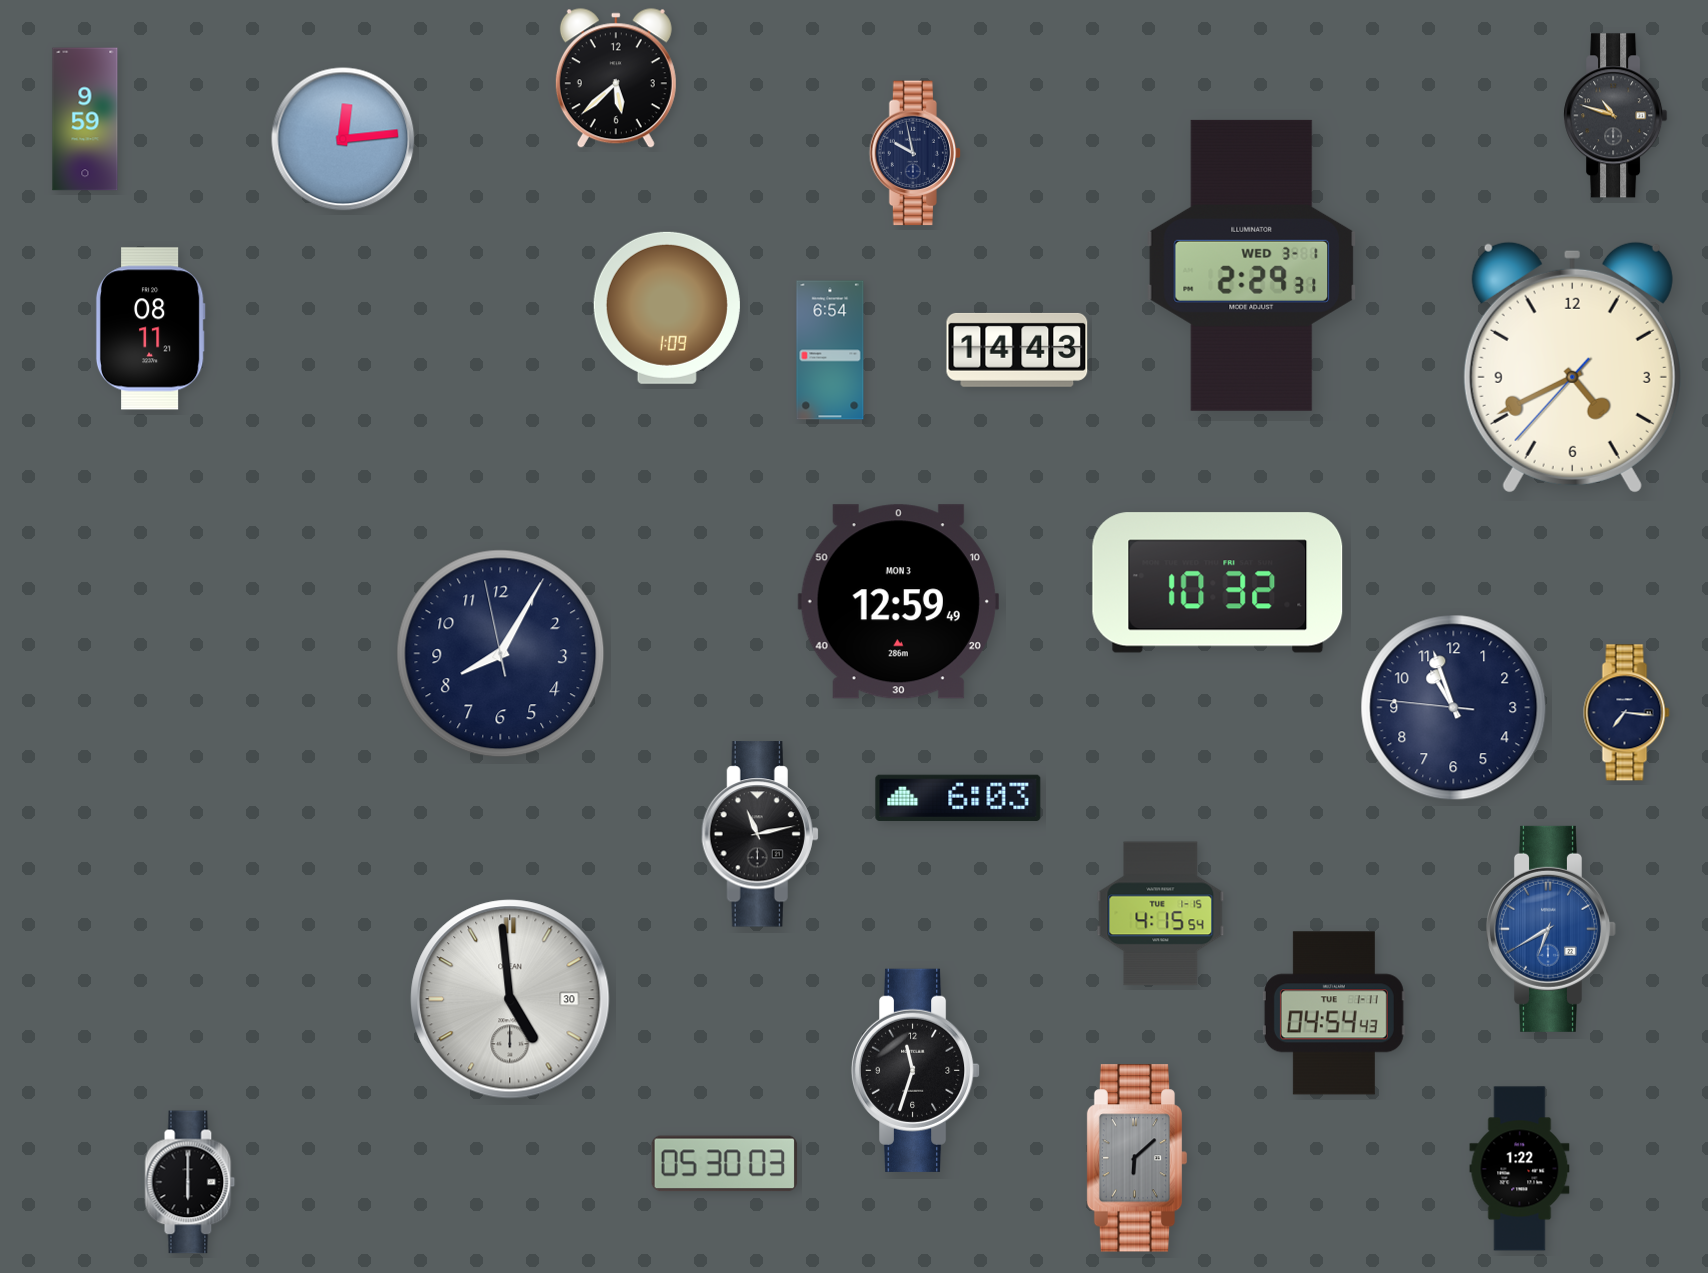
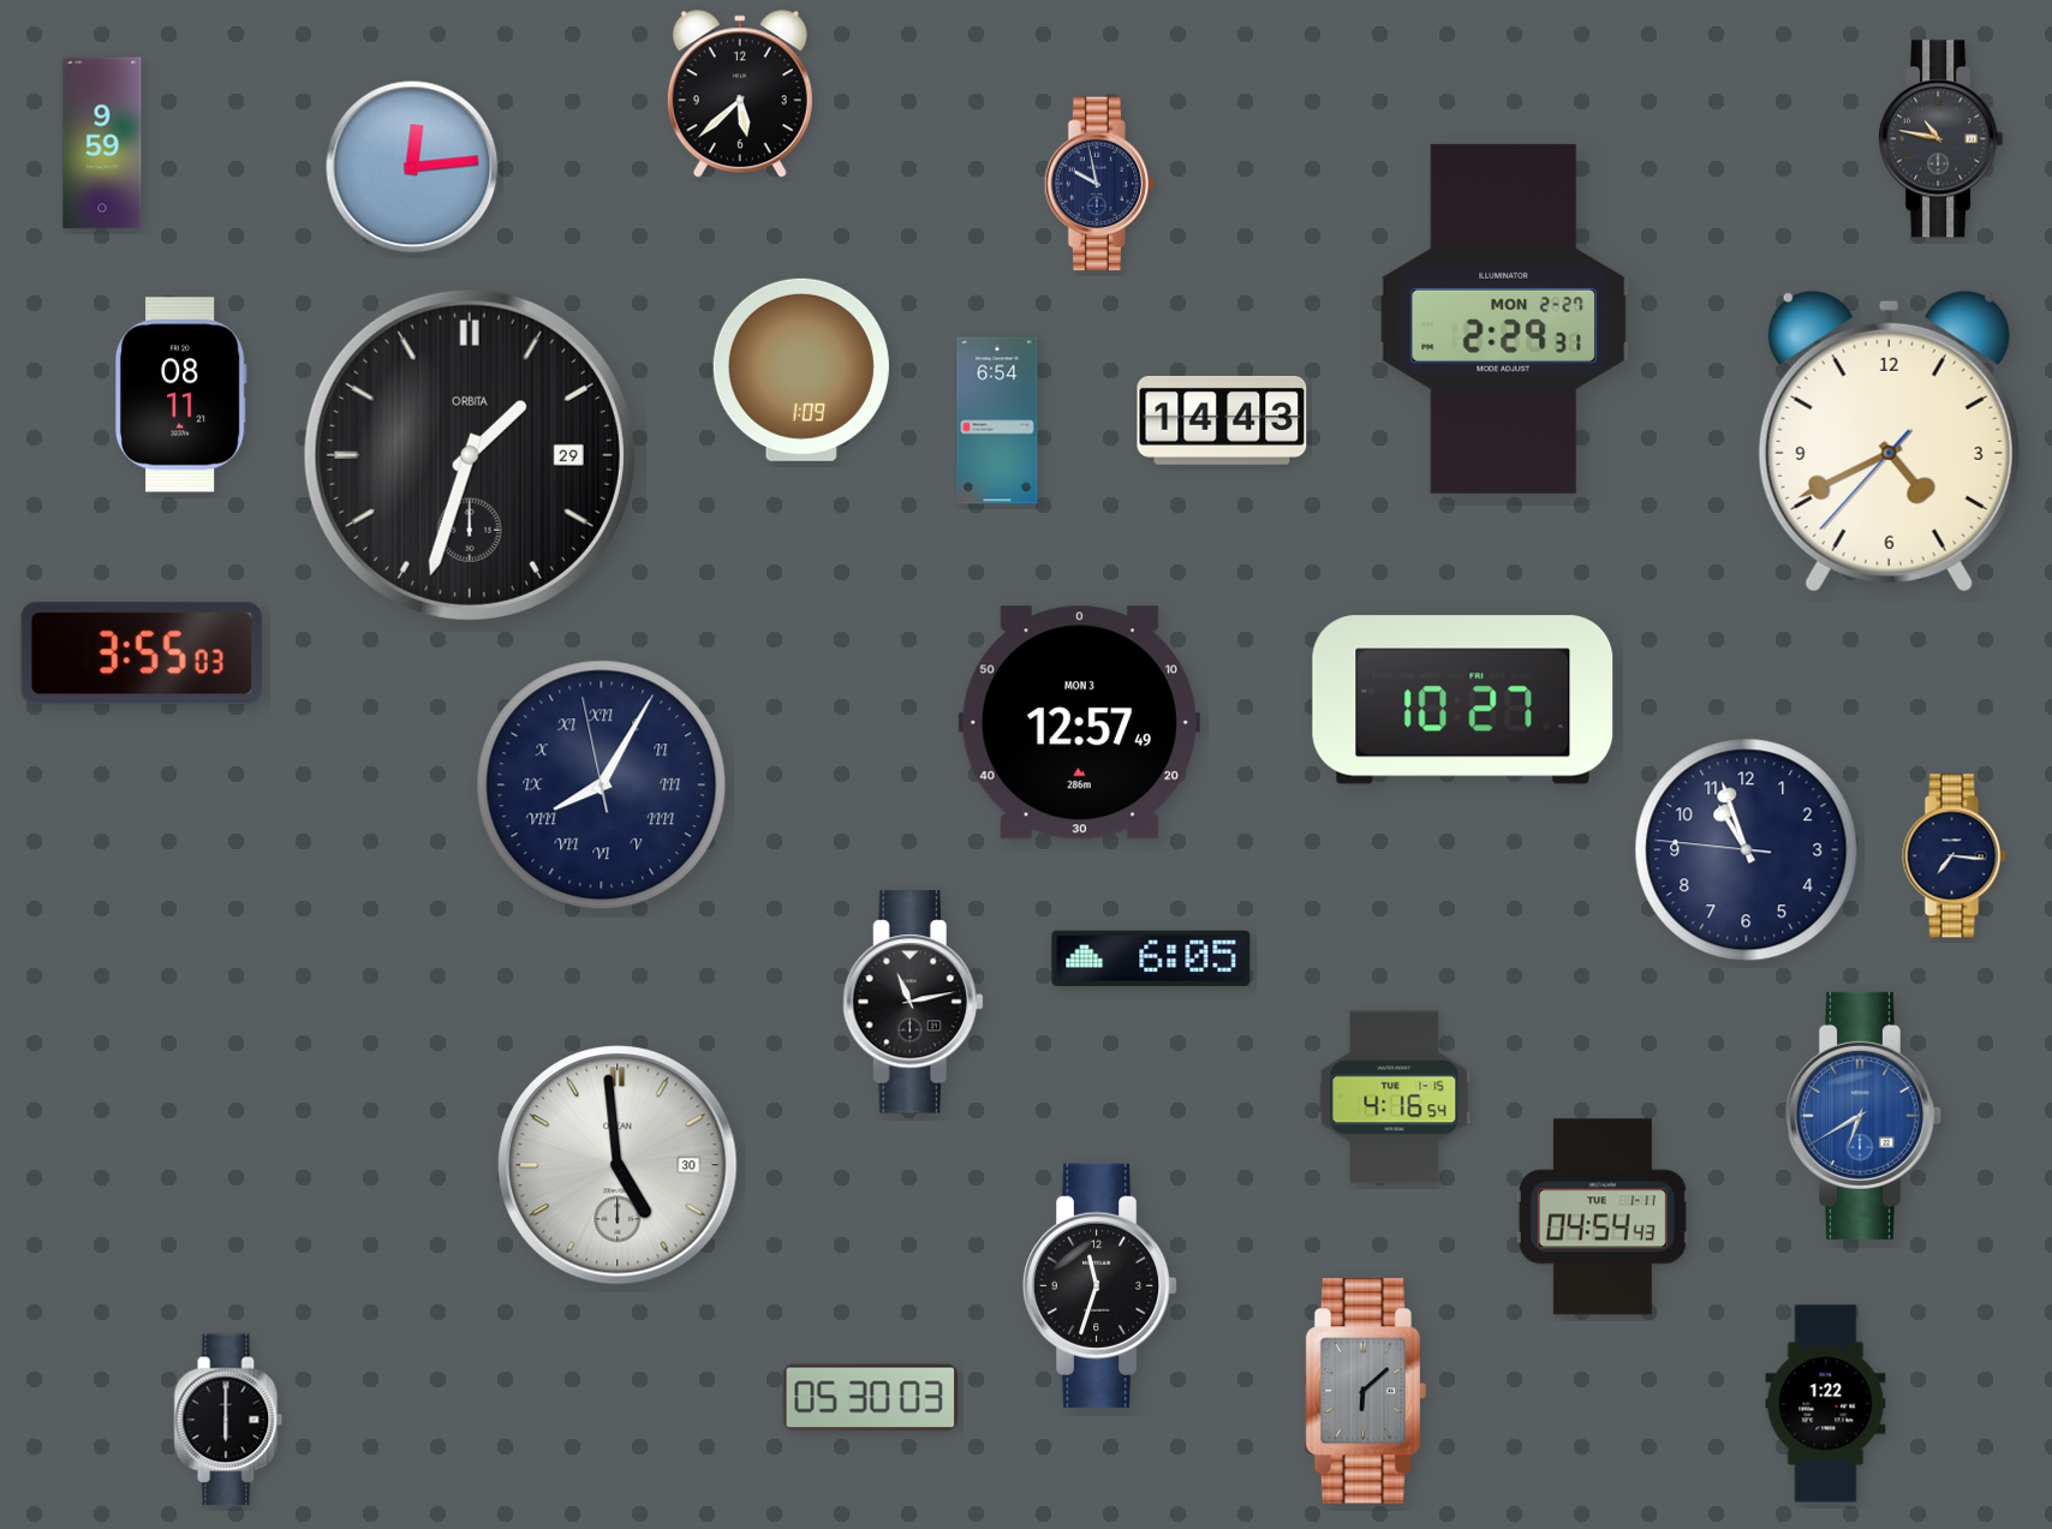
clock at (1616, 116): 10:48 -> 10:47
clock at (1252, 265) date: WED 3-1 -> MON 2-27
clock at (470, 455): none -> 1:33
clock at (142, 653): none -> 3:55
clock at (1218, 583): 10:32 -> 10:27
clock at (898, 602): 12:59 -> 12:57
clock at (501, 654) numerals: Arabic -> Roman
clock at (958, 798): 6:03 -> 6:05
clock at (1161, 914): 4:15 -> 4:16
clock at (510, 999) position: (510, 999) -> (618, 1165)
